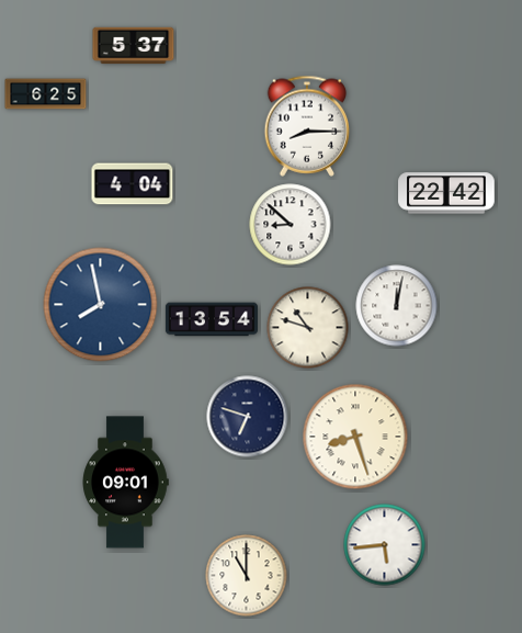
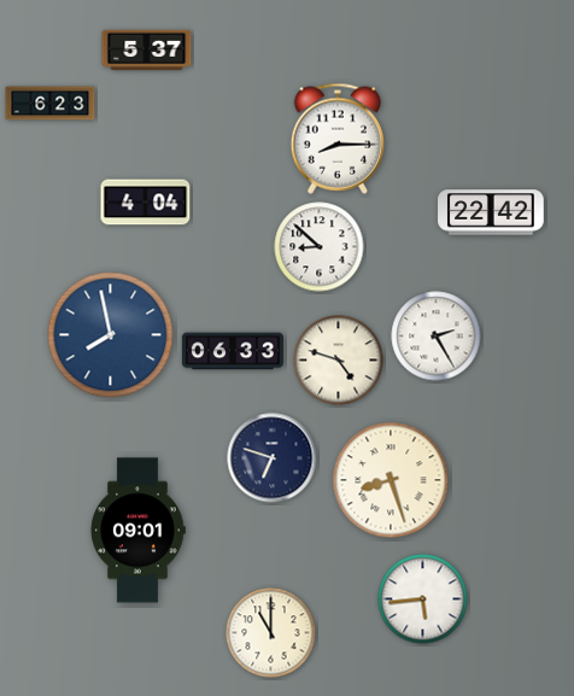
clock at (46, 94): 6:25 -> 6:23
clock at (397, 306): 12:02 -> 2:25
clock at (212, 319): 13:54 -> 06:33
clock at (308, 328): 10:48 -> 4:48
